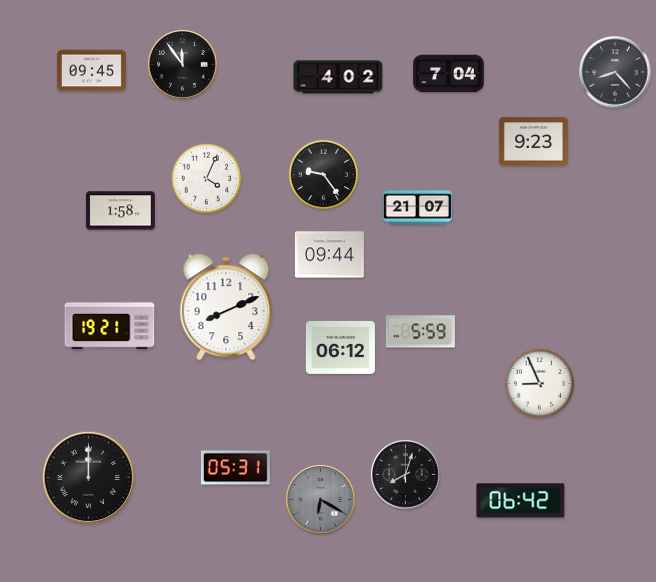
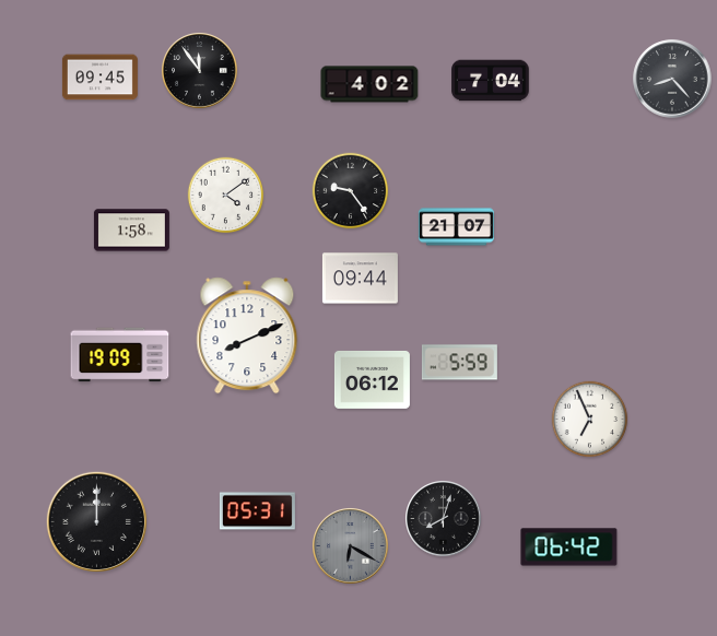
clock at (533, 142): 9:23 -> none
clock at (324, 175) position: (324, 175) -> (351, 191)
clock at (207, 179): 4:04 -> 4:09
clock at (110, 325): 19:21 -> 19:09
clock at (540, 384): 8:56 -> 6:56
